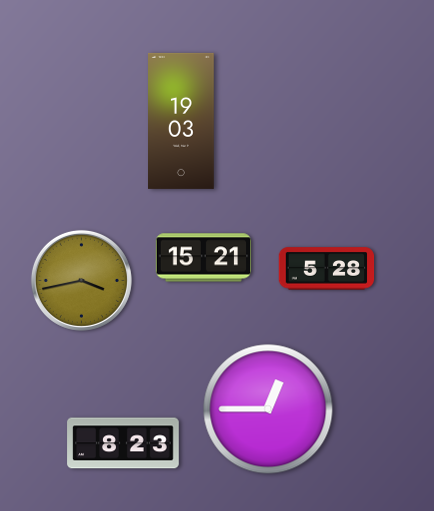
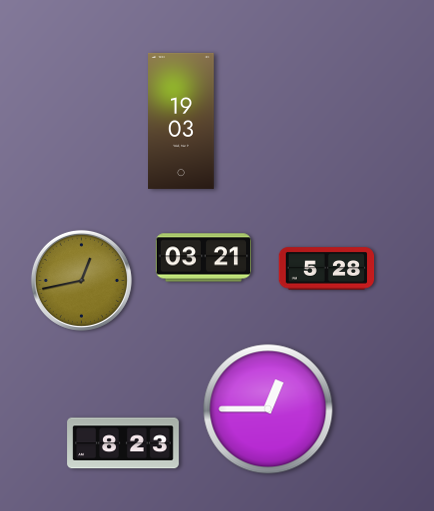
clock at (204, 258): 15:21 -> 03:21
clock at (81, 280): 3:43 -> 12:43
